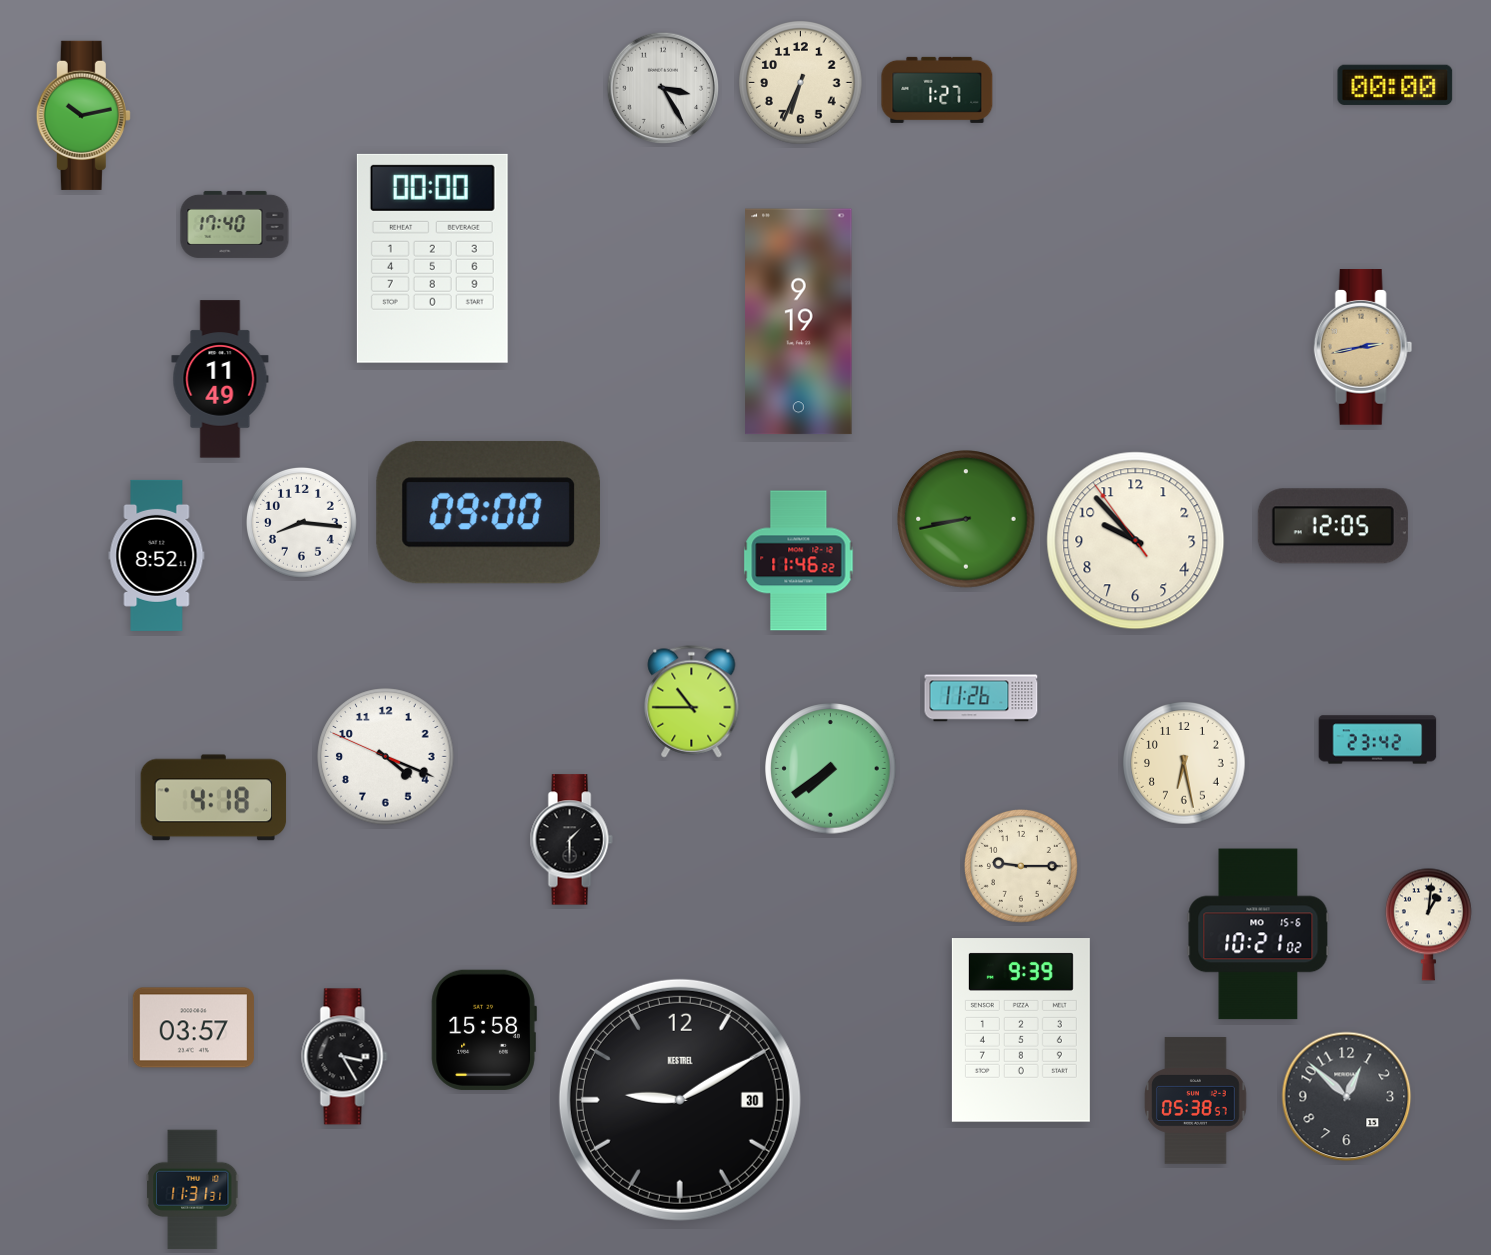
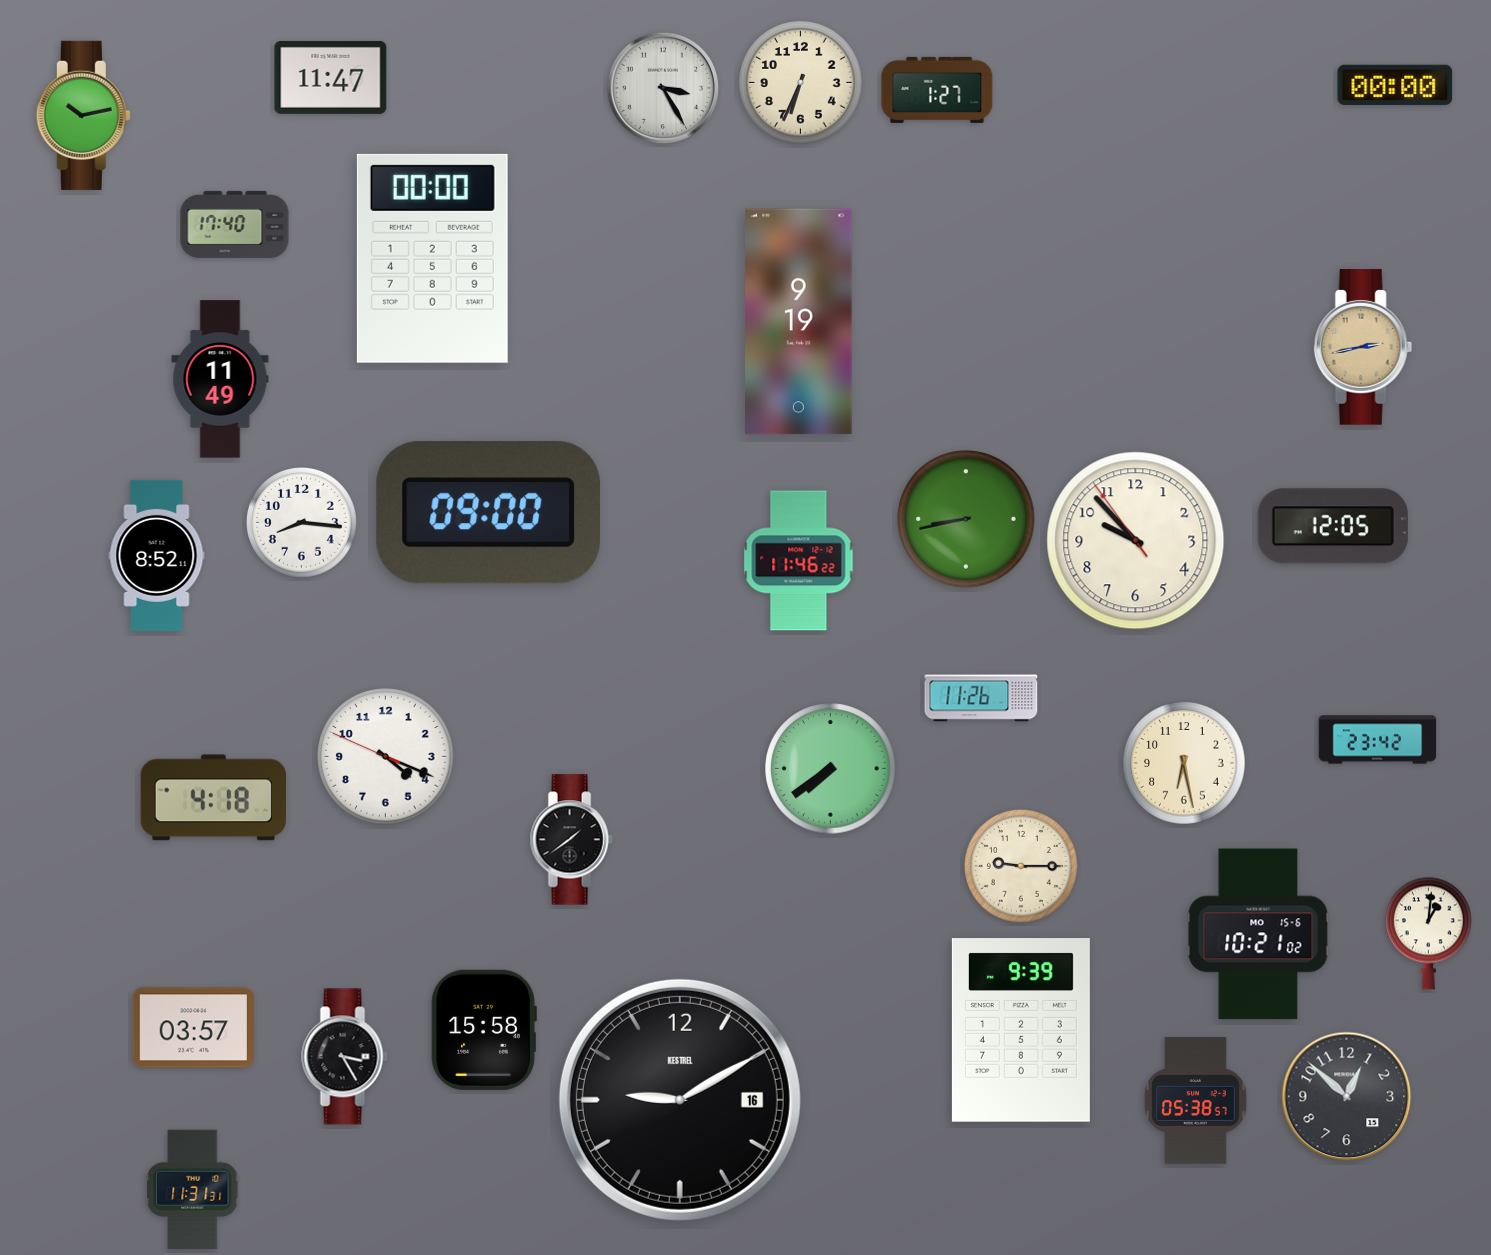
clock at (331, 77): none -> 11:47
clock at (692, 702): 10:45 -> none
clock at (571, 840): 1:30 -> 1:39
clock at (1428, 924) position: (1428, 924) -> (1428, 933)
clock at (680, 1100) date: 30 -> 16
